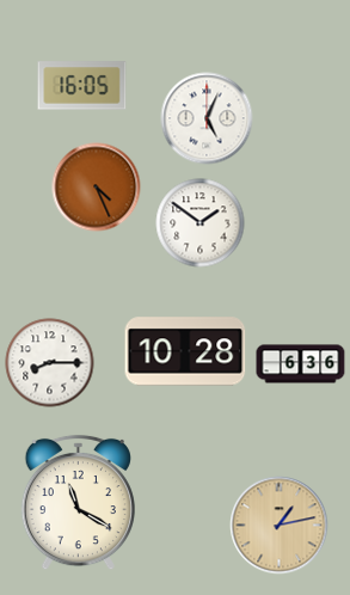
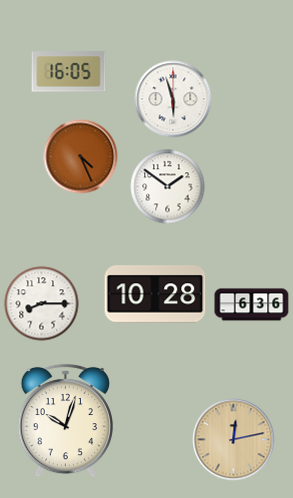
clock at (207, 118): 5:04 -> 5:57
clock at (78, 503): 11:20 -> 10:03
clock at (280, 526): 1:13 -> 12:13
